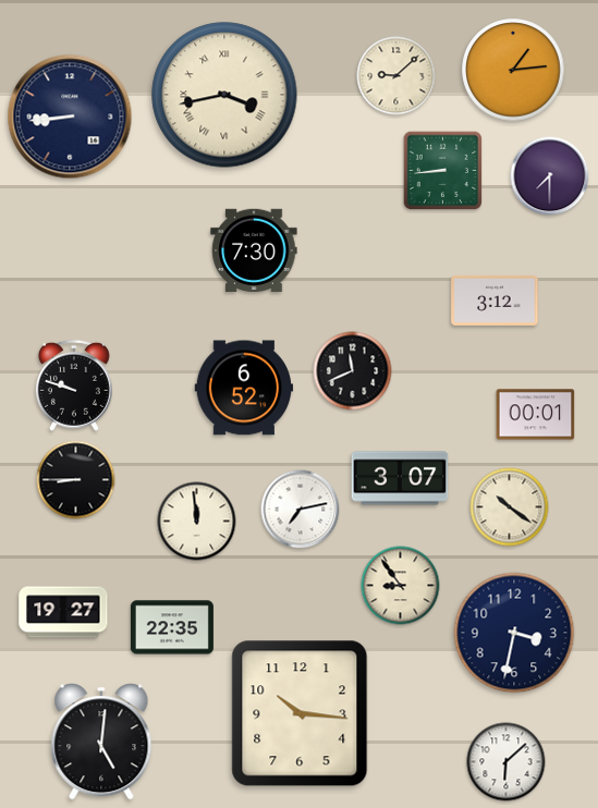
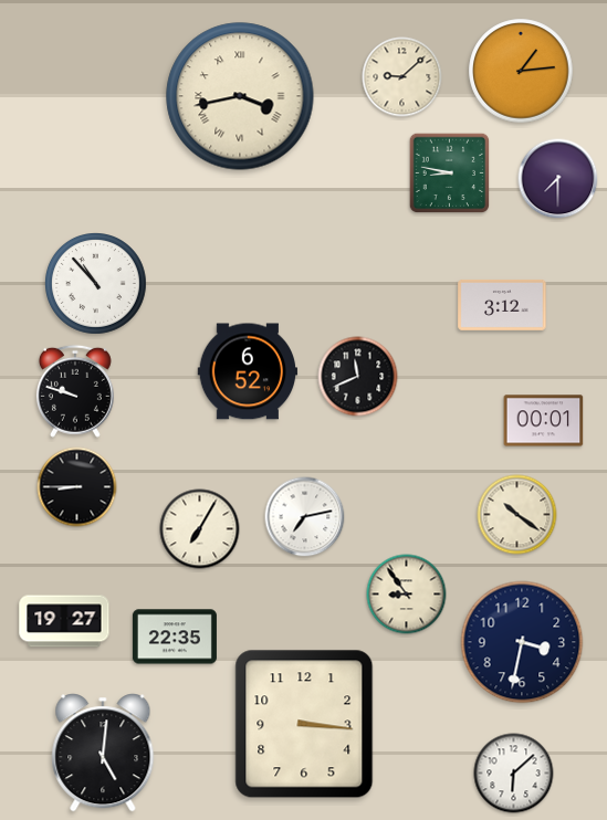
clock at (224, 95) position: (224, 95) -> (240, 96)
clock at (70, 117): 8:44 -> none
clock at (443, 171): 8:44 -> 8:47
clock at (254, 250): 7:30 -> none
clock at (96, 284): none -> 10:53
clock at (244, 388) position: (244, 388) -> (248, 371)
clock at (400, 478): 3:07 -> none
clock at (197, 522): 11:59 -> 7:05
clock at (300, 713): 10:16 -> 3:16
